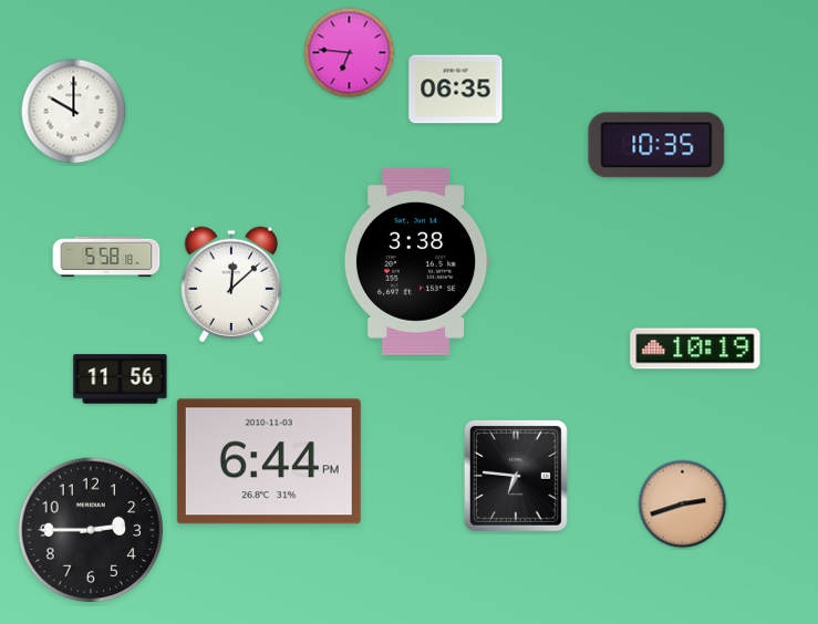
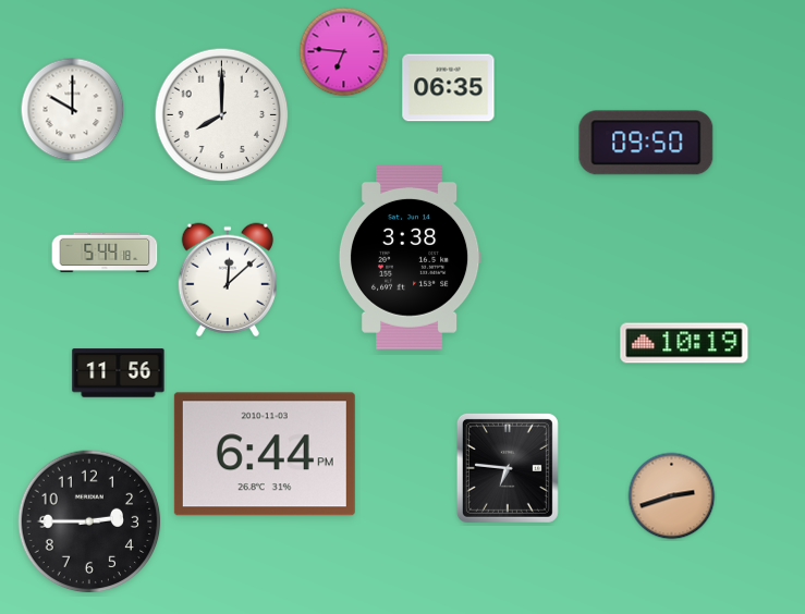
clock at (222, 115): none -> 8:00
clock at (656, 145): 10:35 -> 09:50
clock at (106, 257): 5:58 -> 5:44
